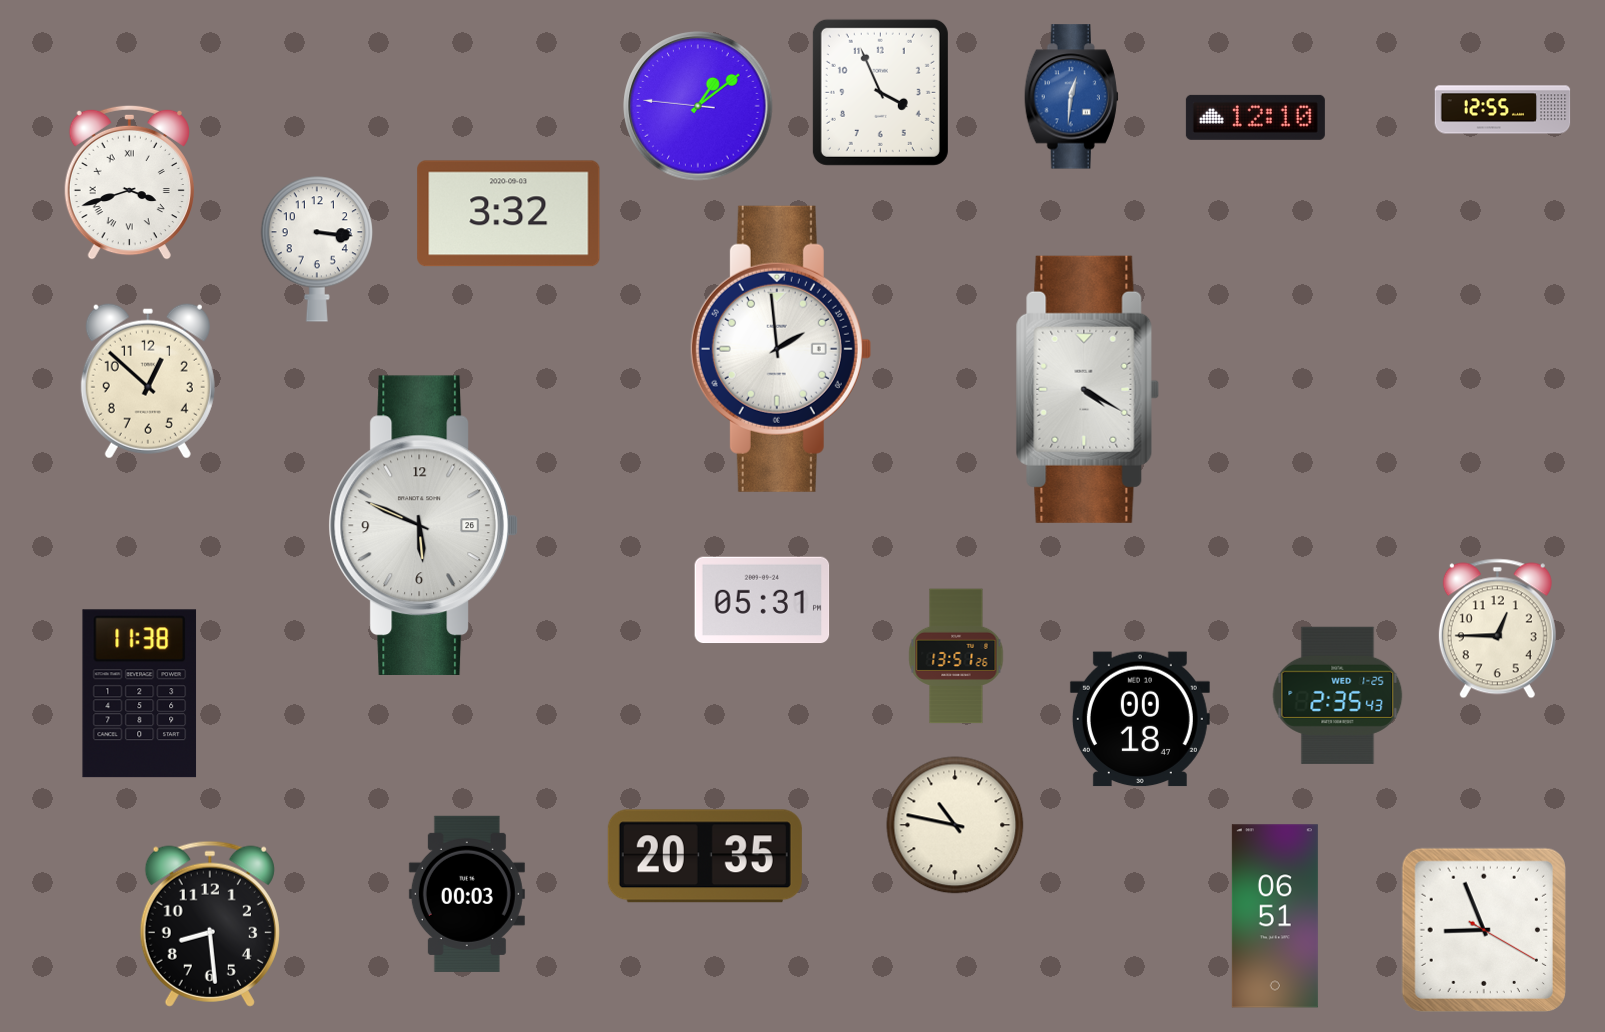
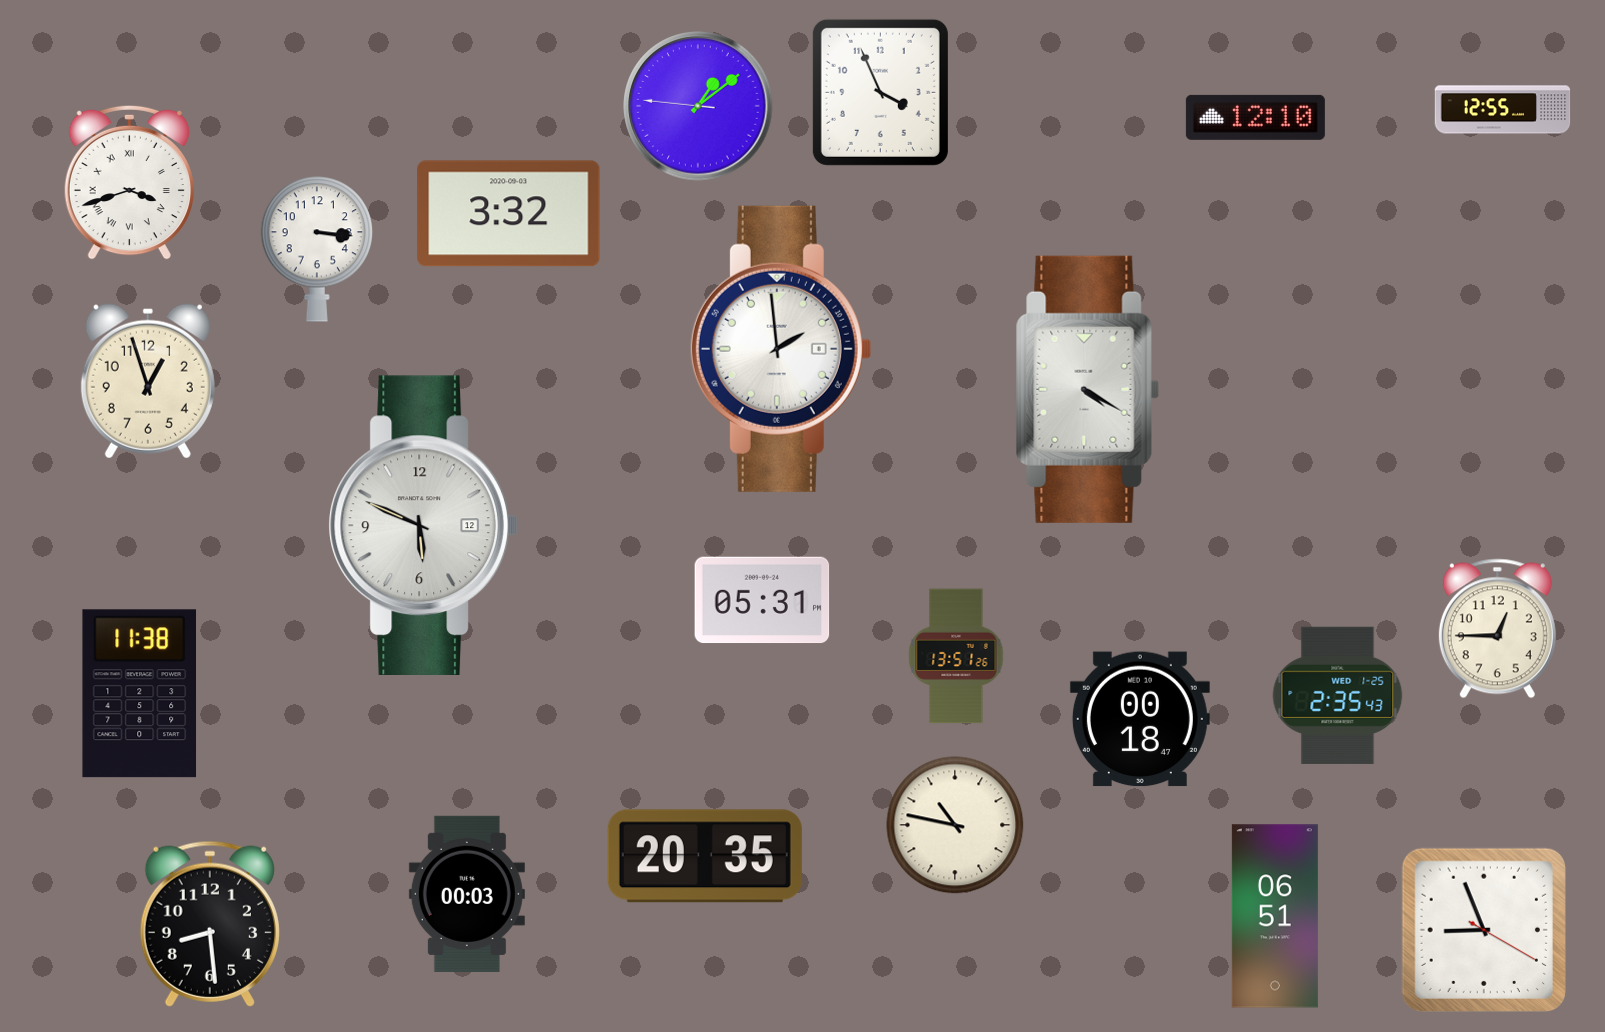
clock at (1071, 97): 12:31 -> none
clock at (148, 381): 12:52 -> 12:57
clock at (423, 525) date: 26 -> 12
